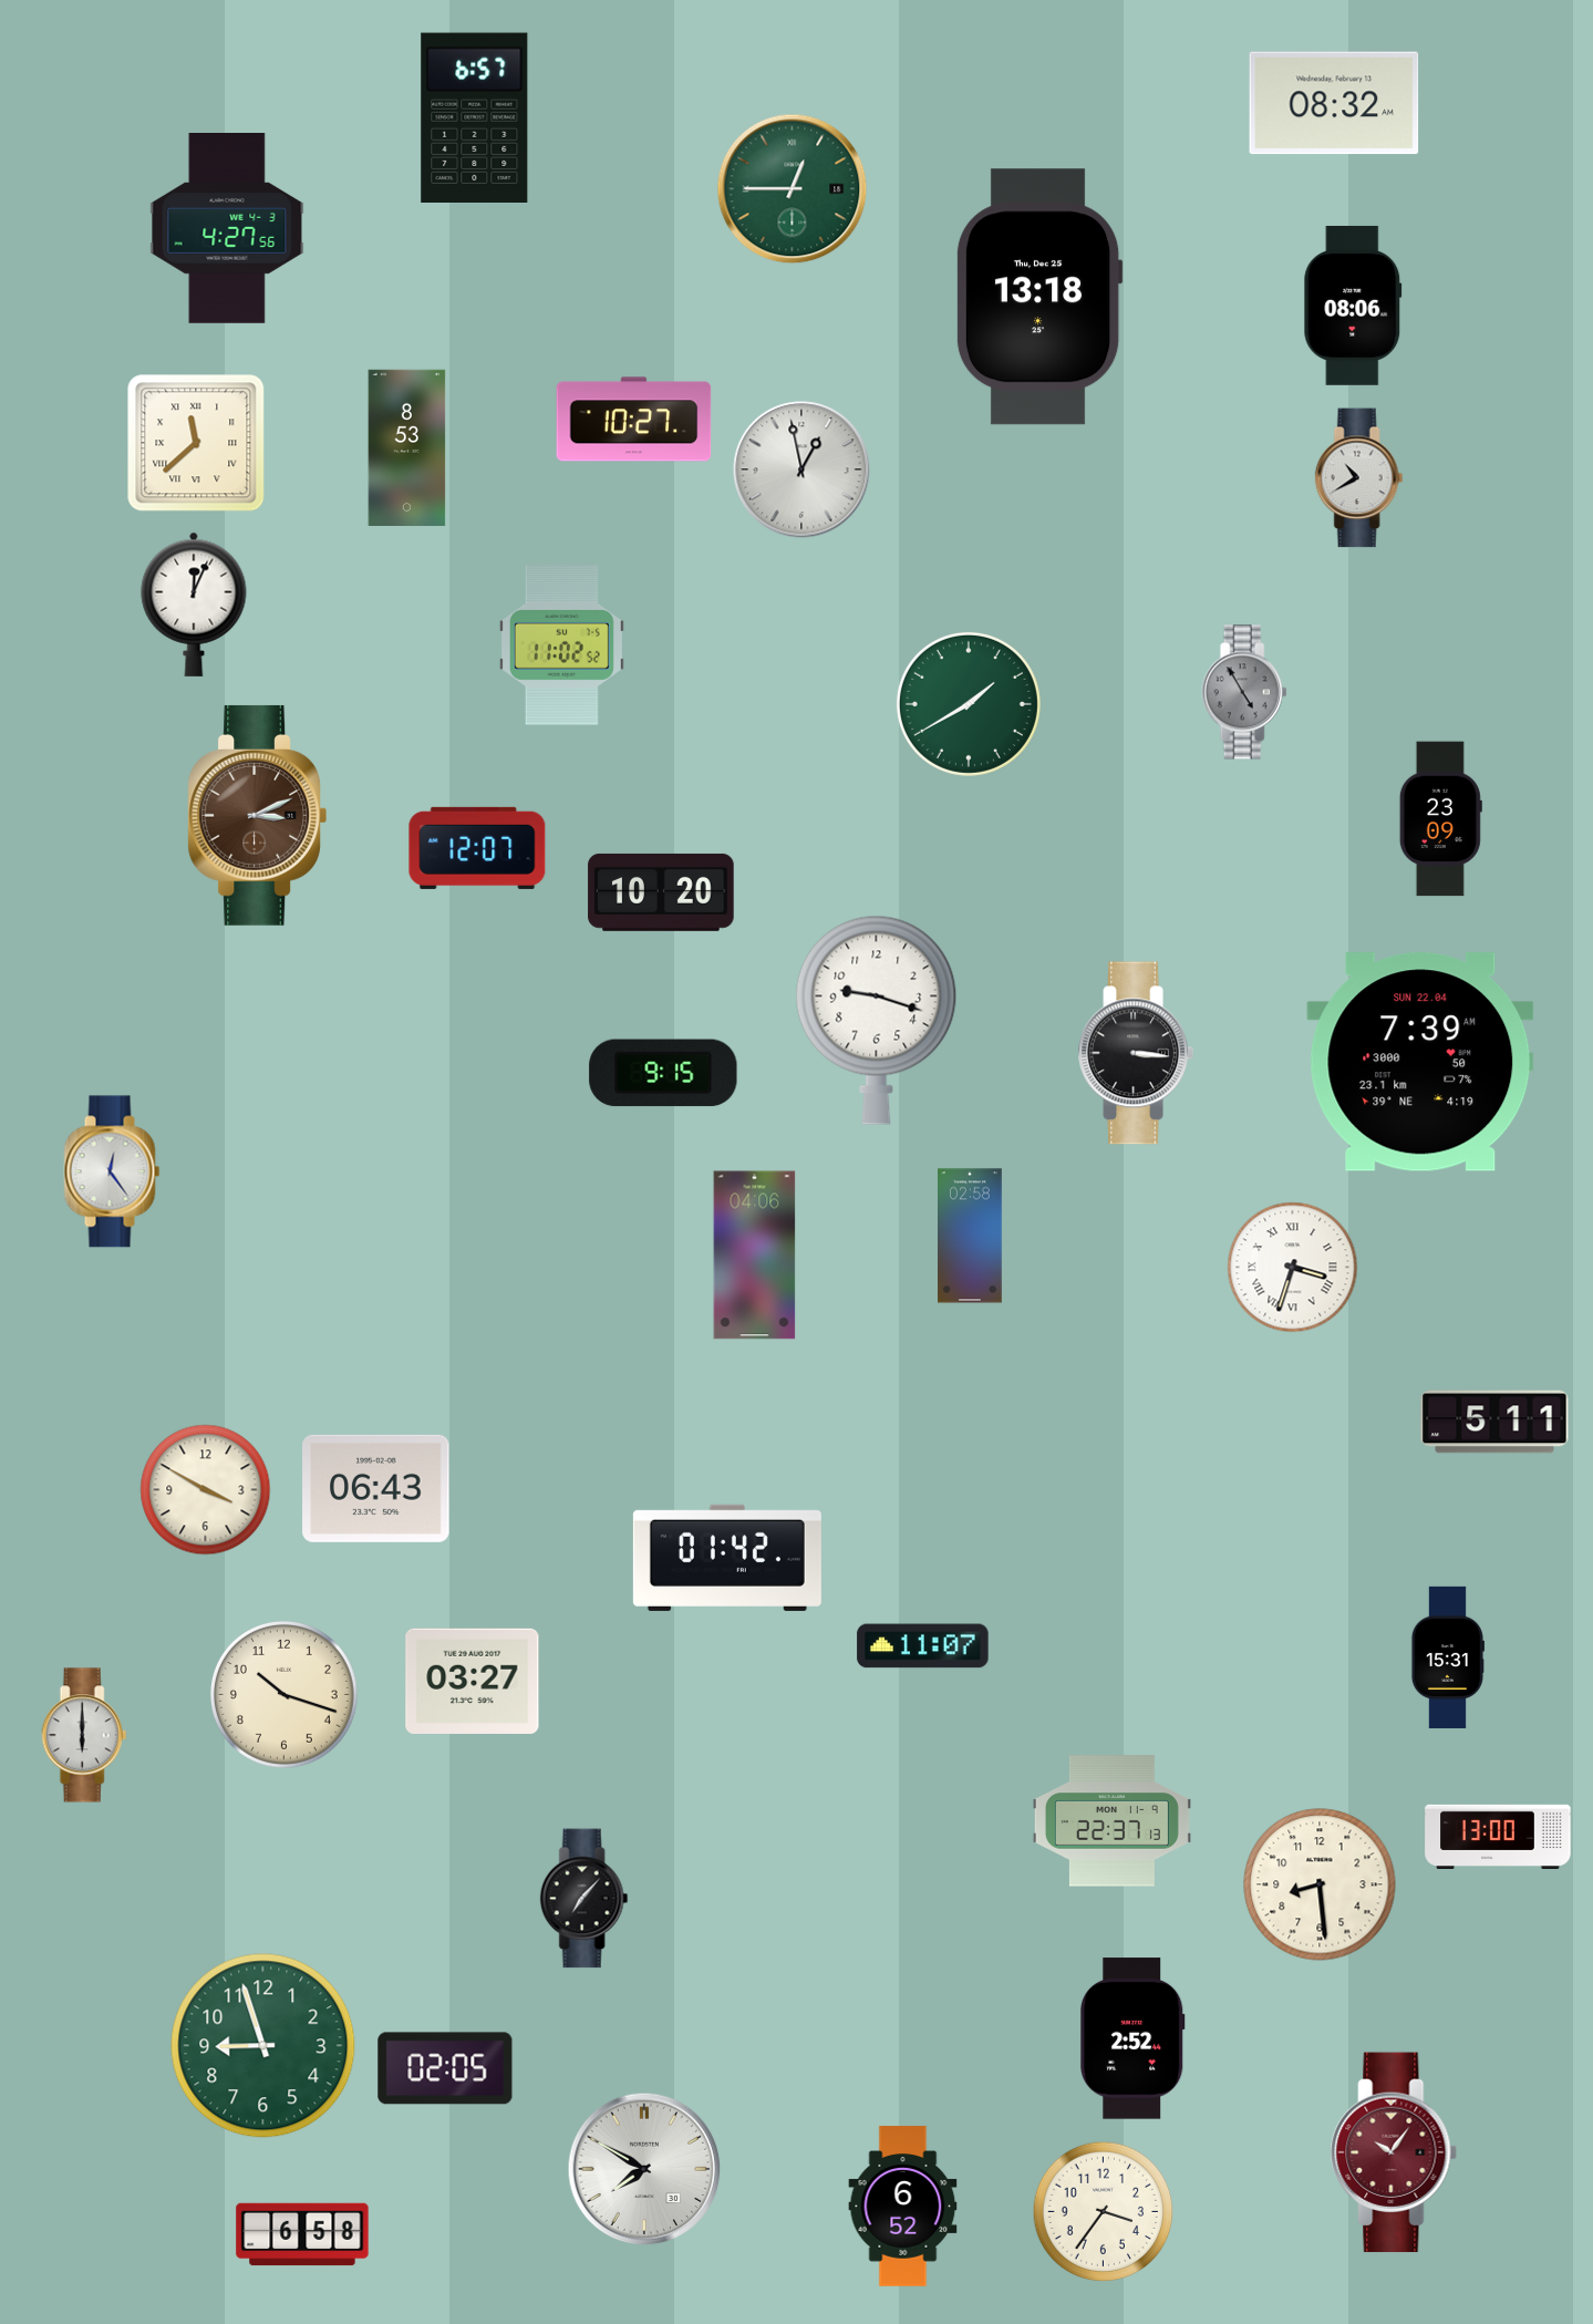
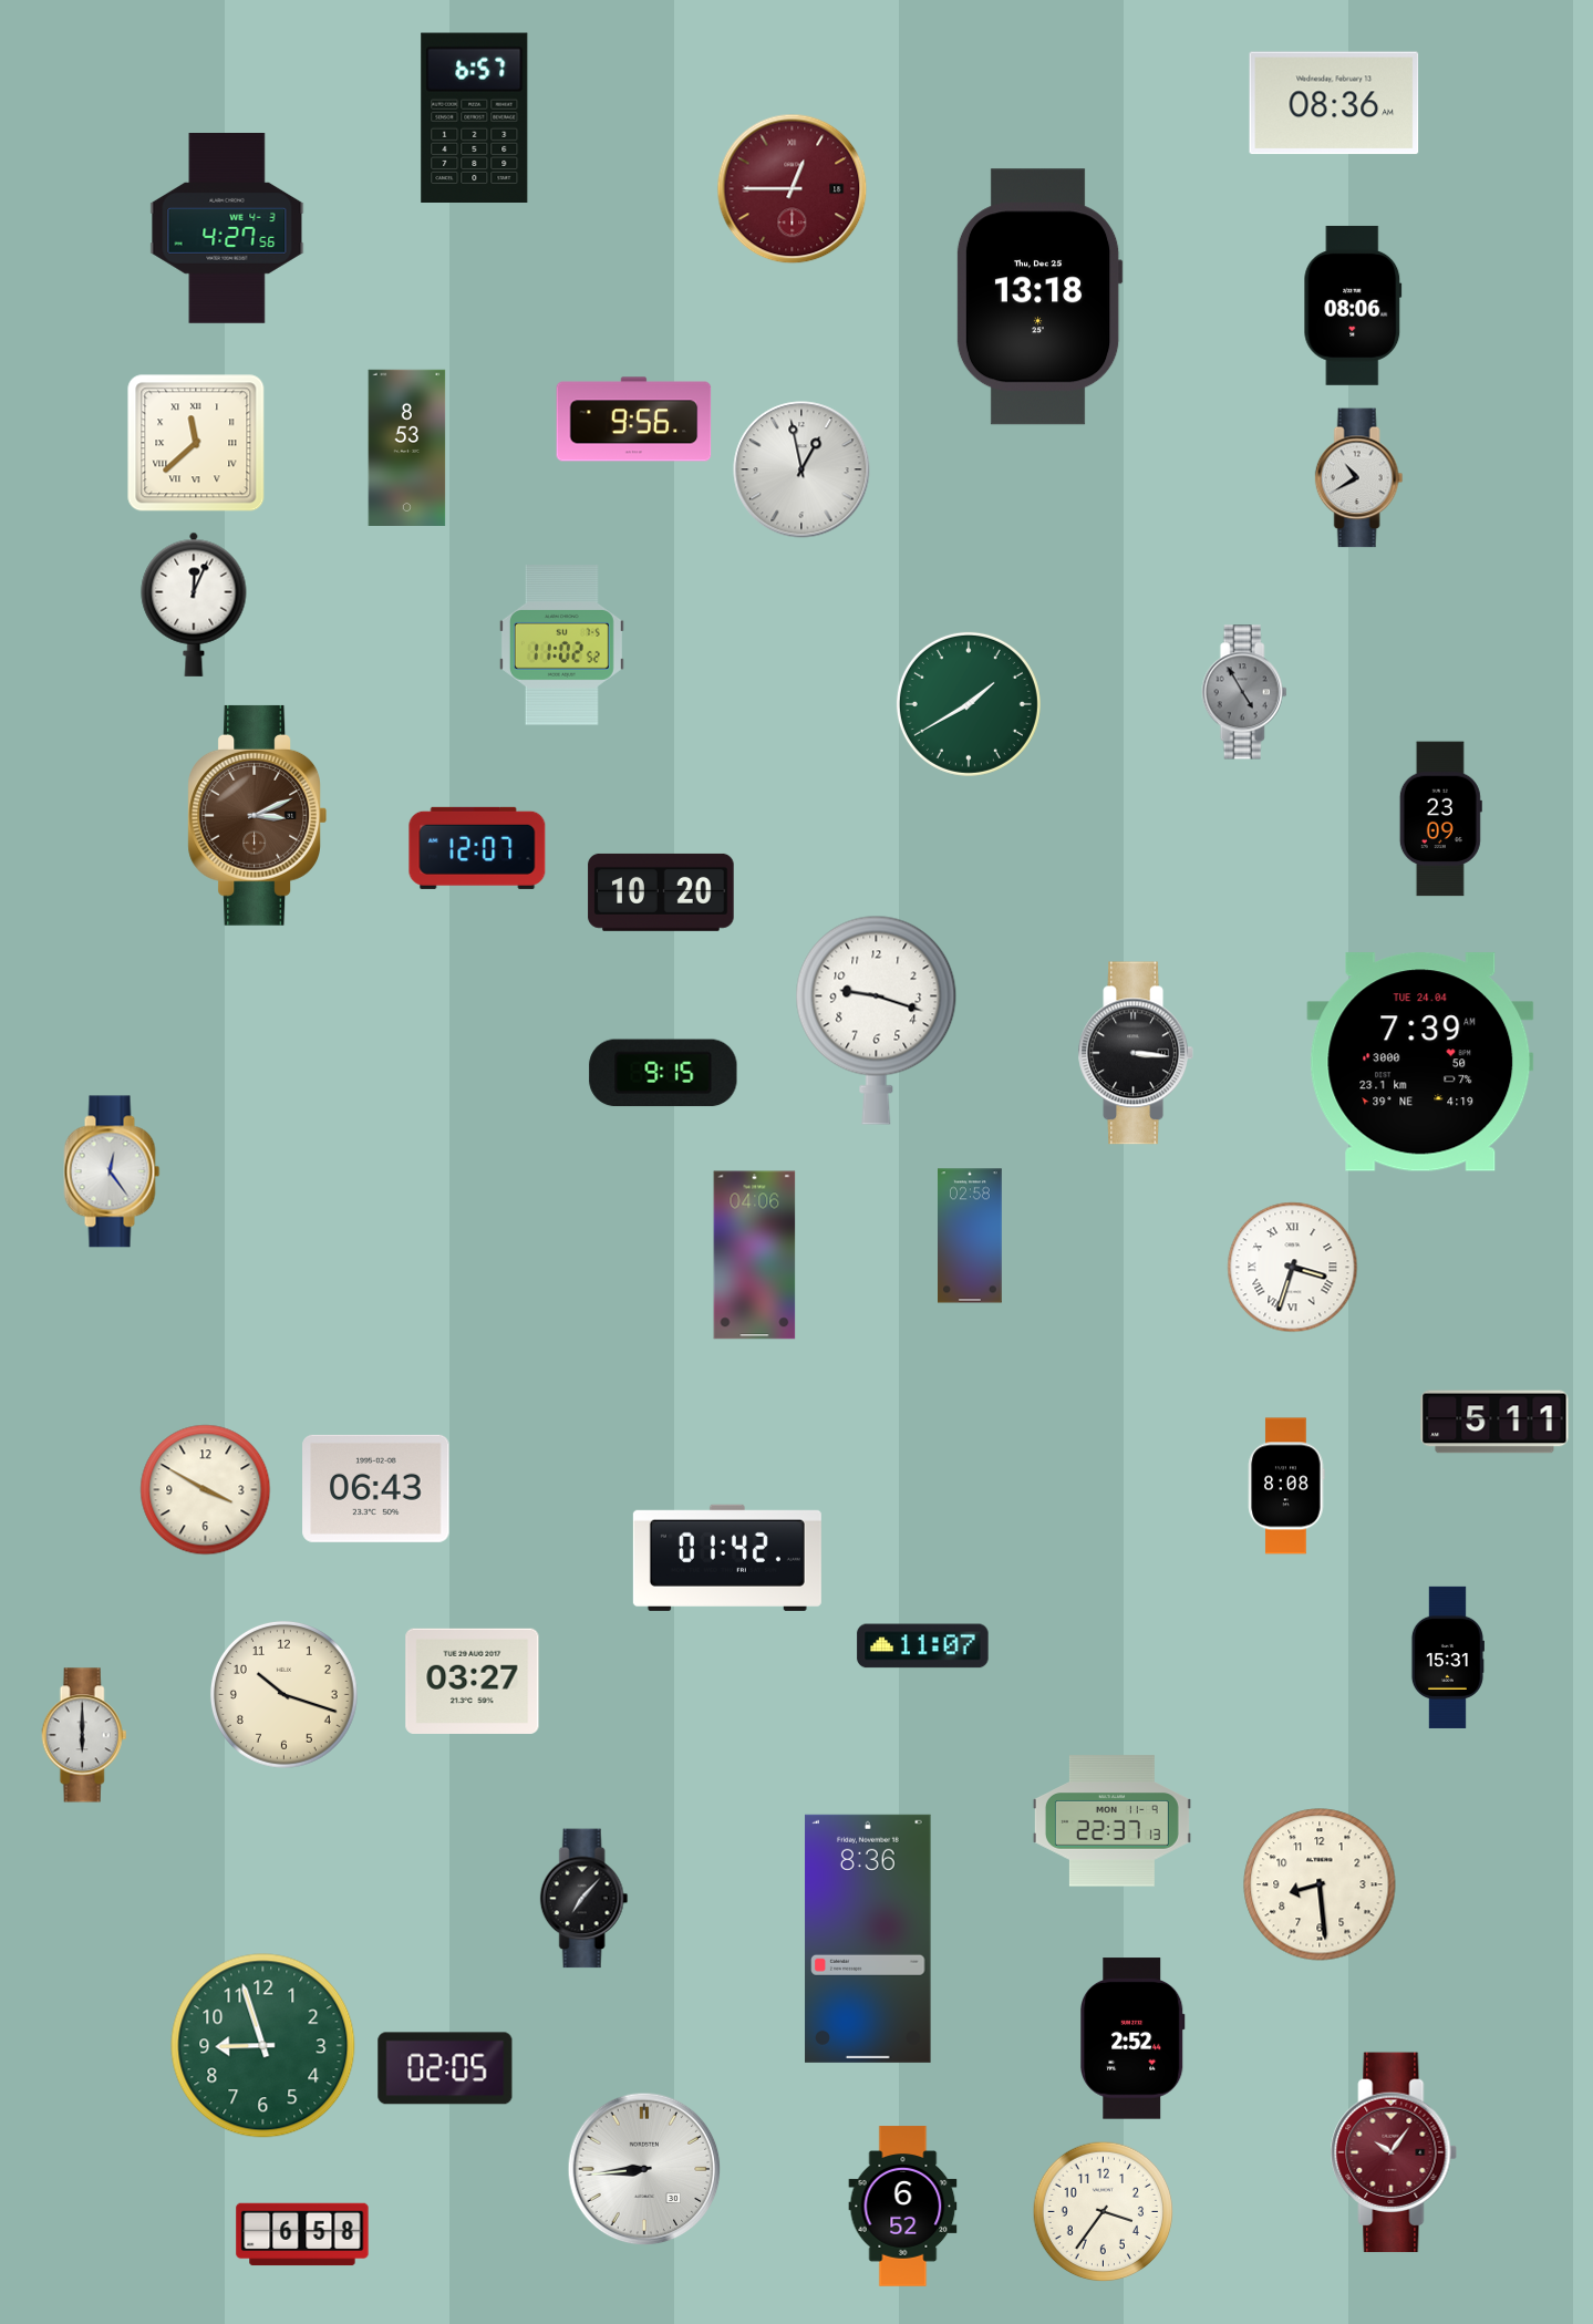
clock at (1334, 103): 08:32 -> 08:36
clock at (793, 189) dial: green -> burgundy
clock at (634, 420): 10:27 -> 9:56
clock at (1420, 1062) date: SUN 22.04 -> TUE 24.04
clock at (1286, 1486): none -> 8:08
clock at (1498, 1836): 13:00 -> none
clock at (868, 1939): none -> 8:36
clock at (644, 2169): 7:50 -> 8:44
